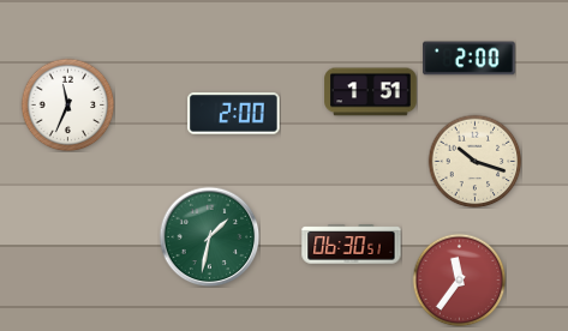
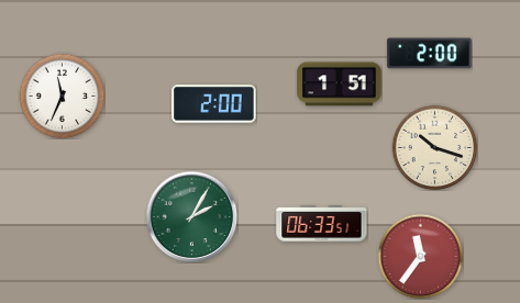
clock at (209, 236): 1:32 -> 2:05
clock at (352, 245): 06:30 -> 06:33
